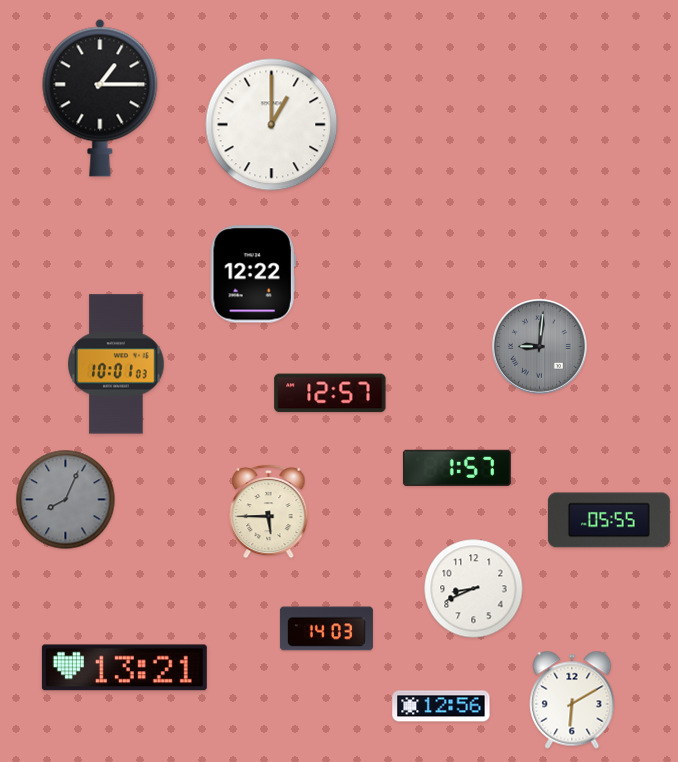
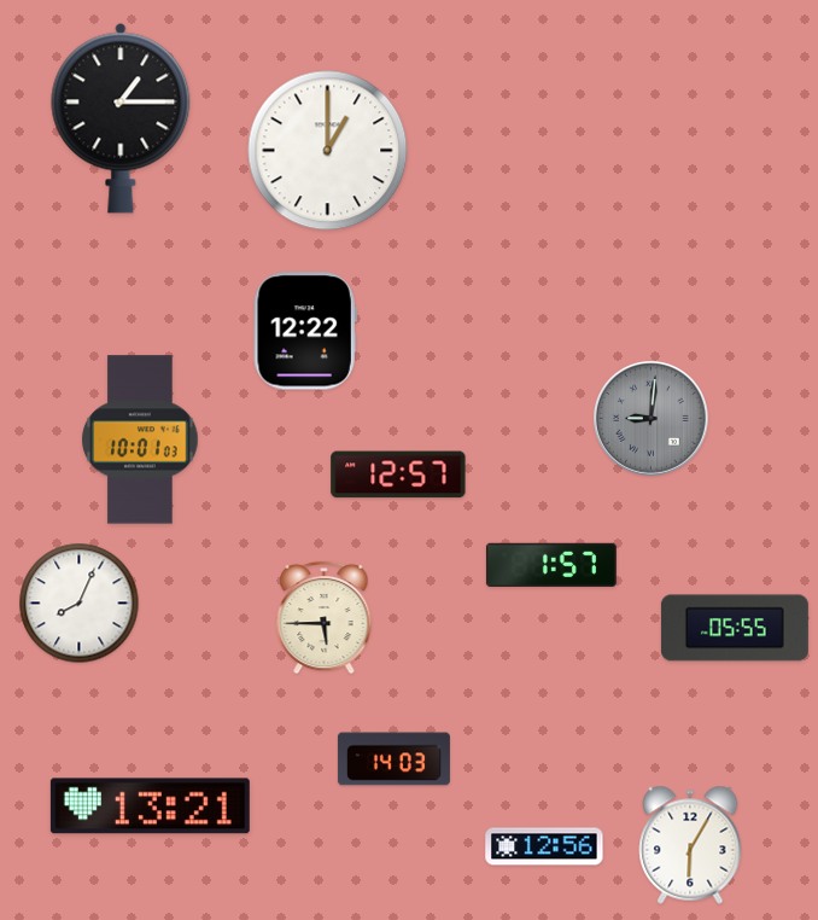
clock at (66, 500) dial: grey -> white
clock at (474, 589): 8:41 -> none
clock at (572, 700): 6:10 -> 6:05
clock at (441, 706) position: (441, 706) -> (544, 846)
